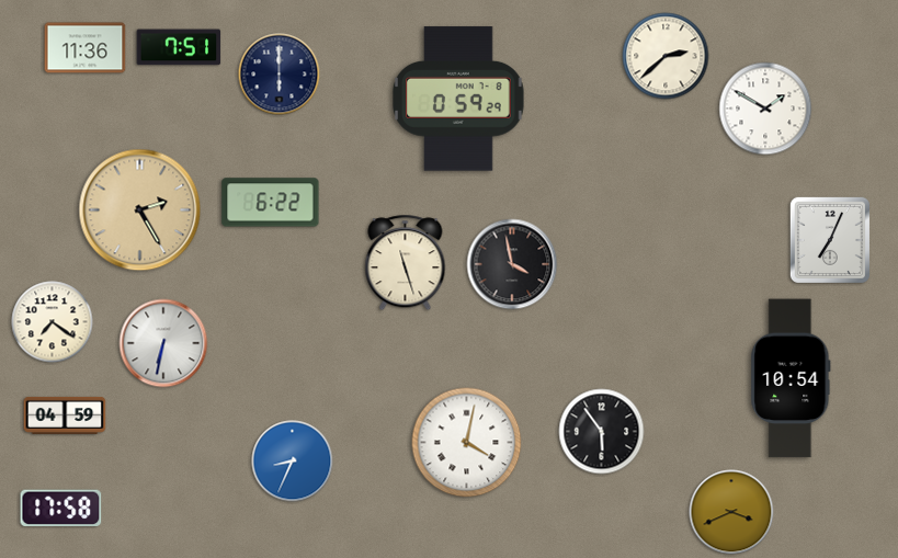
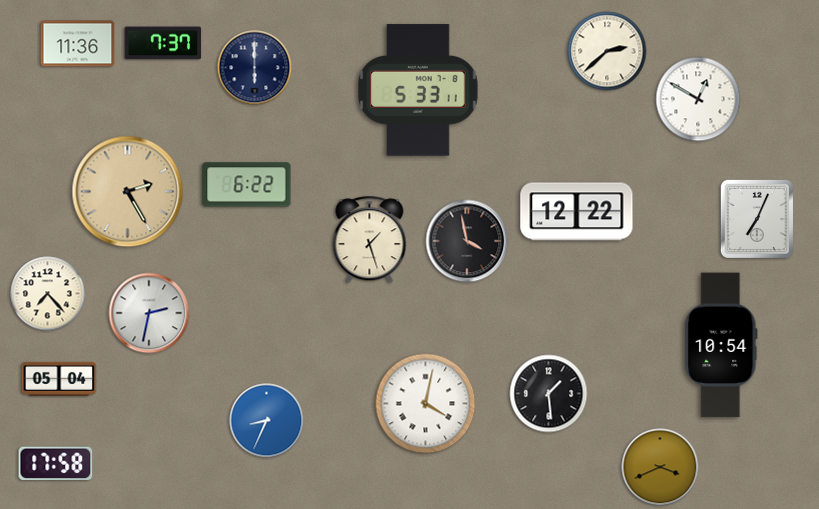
clock at (179, 47): 7:51 -> 7:37
clock at (459, 99): 0:59 -> 5:33
clock at (765, 109): 1:50 -> 12:50
clock at (577, 212): none -> 12:22
clock at (406, 263): 11:27 -> 1:27
clock at (53, 322): 7:21 -> 7:23
clock at (163, 343): 6:32 -> 2:32
clock at (65, 415): 04:59 -> 05:04
clock at (602, 432): 5:54 -> 1:29
clock at (731, 512) position: (731, 512) -> (660, 467)
